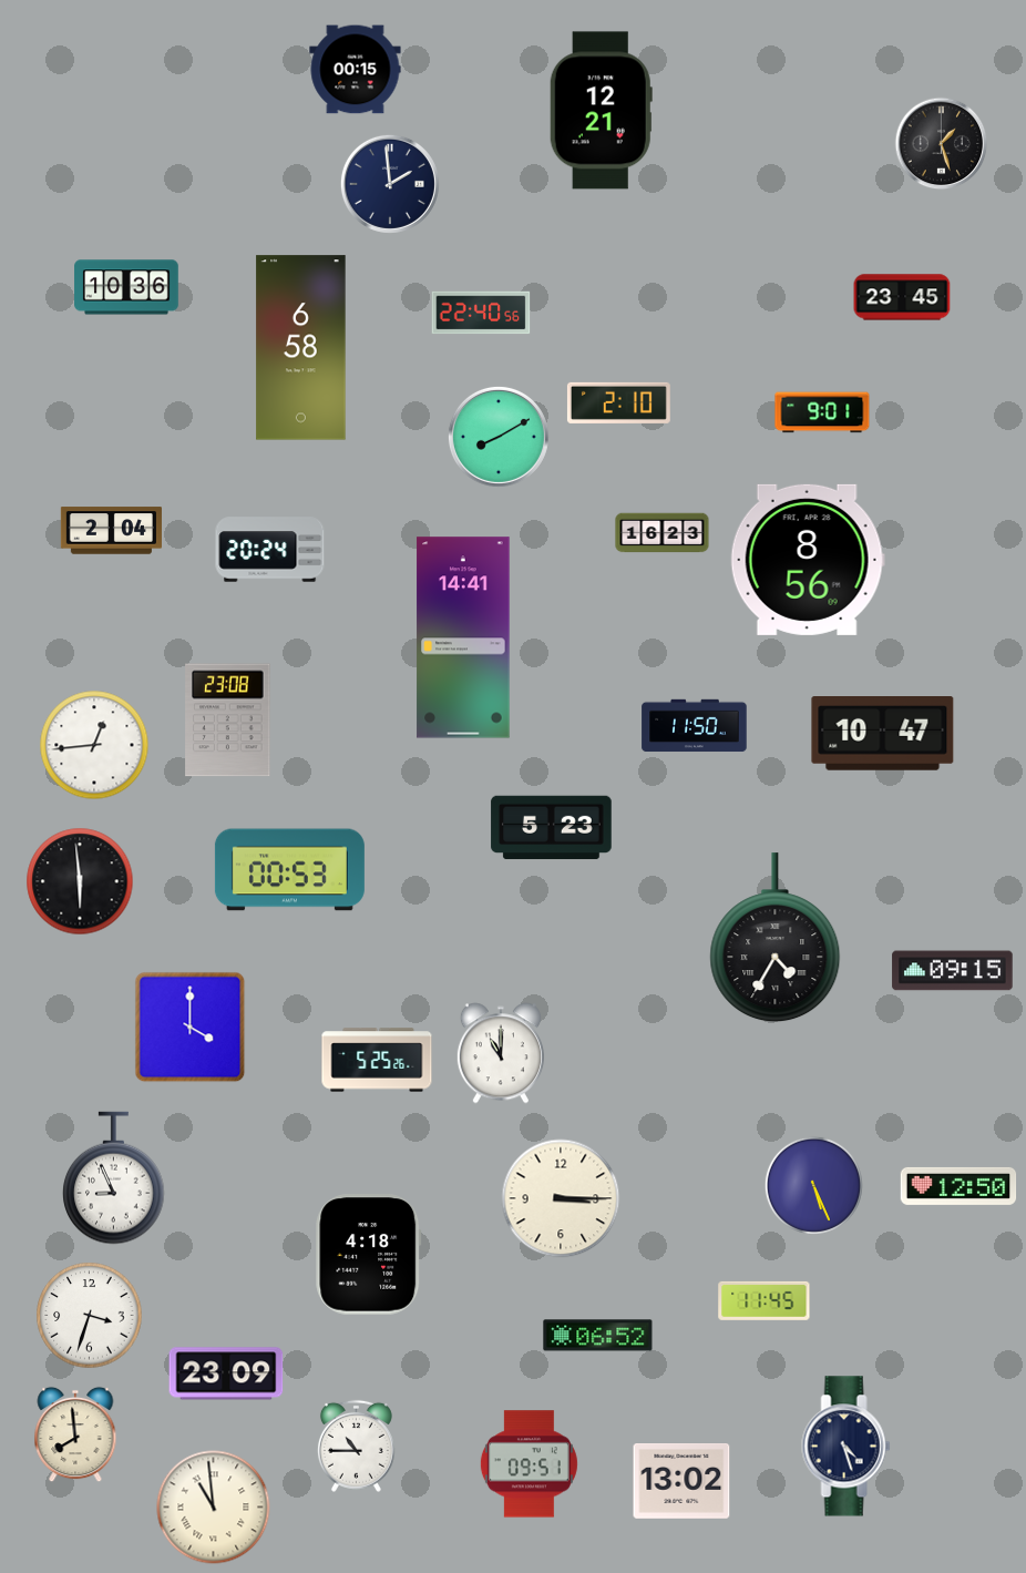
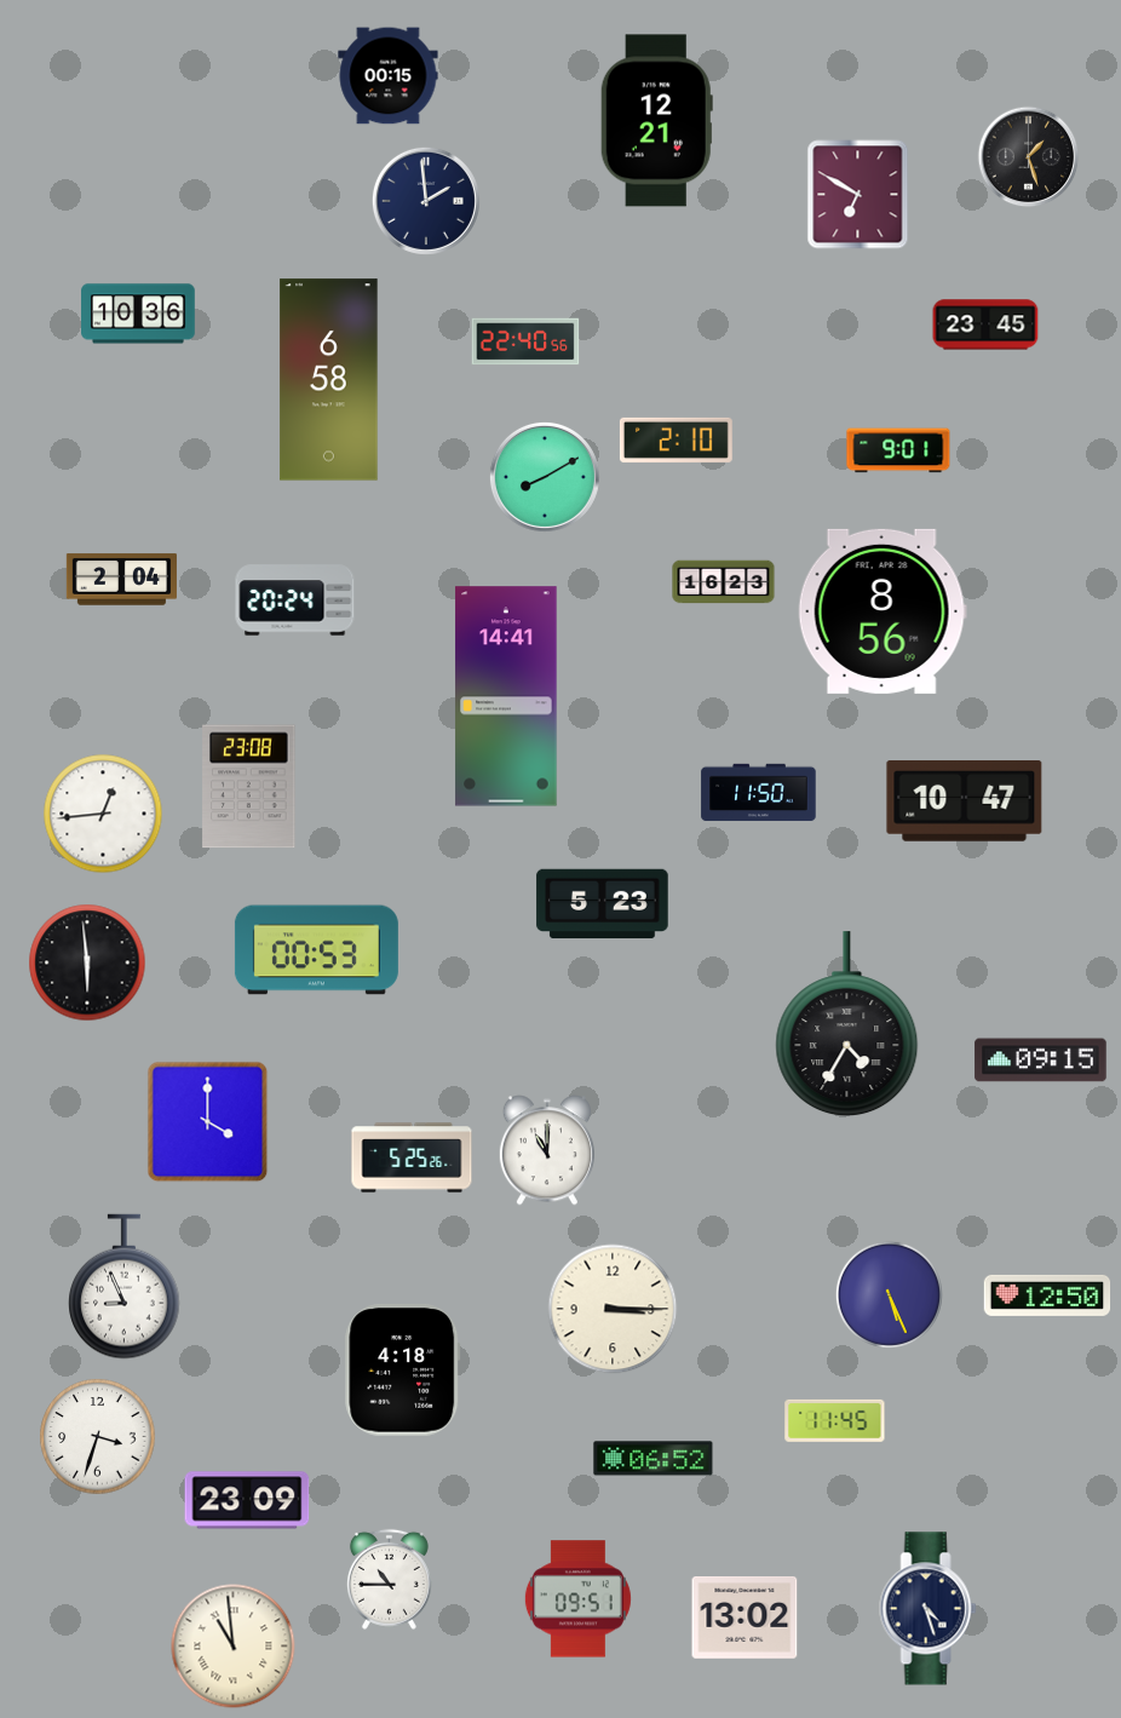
clock at (858, 195): none -> 6:50
clock at (75, 1434): 7:59 -> none
clock at (847, 1447) position: (847, 1447) -> (929, 1609)
